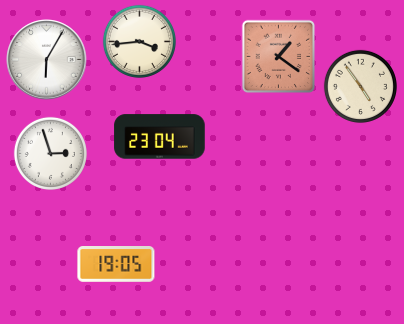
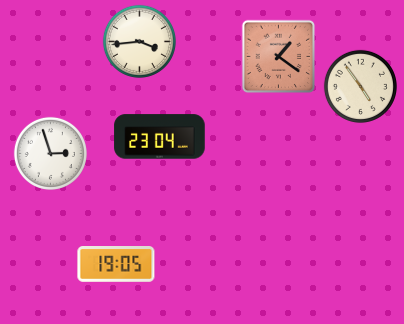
clock at (47, 60): 6:05 -> none
